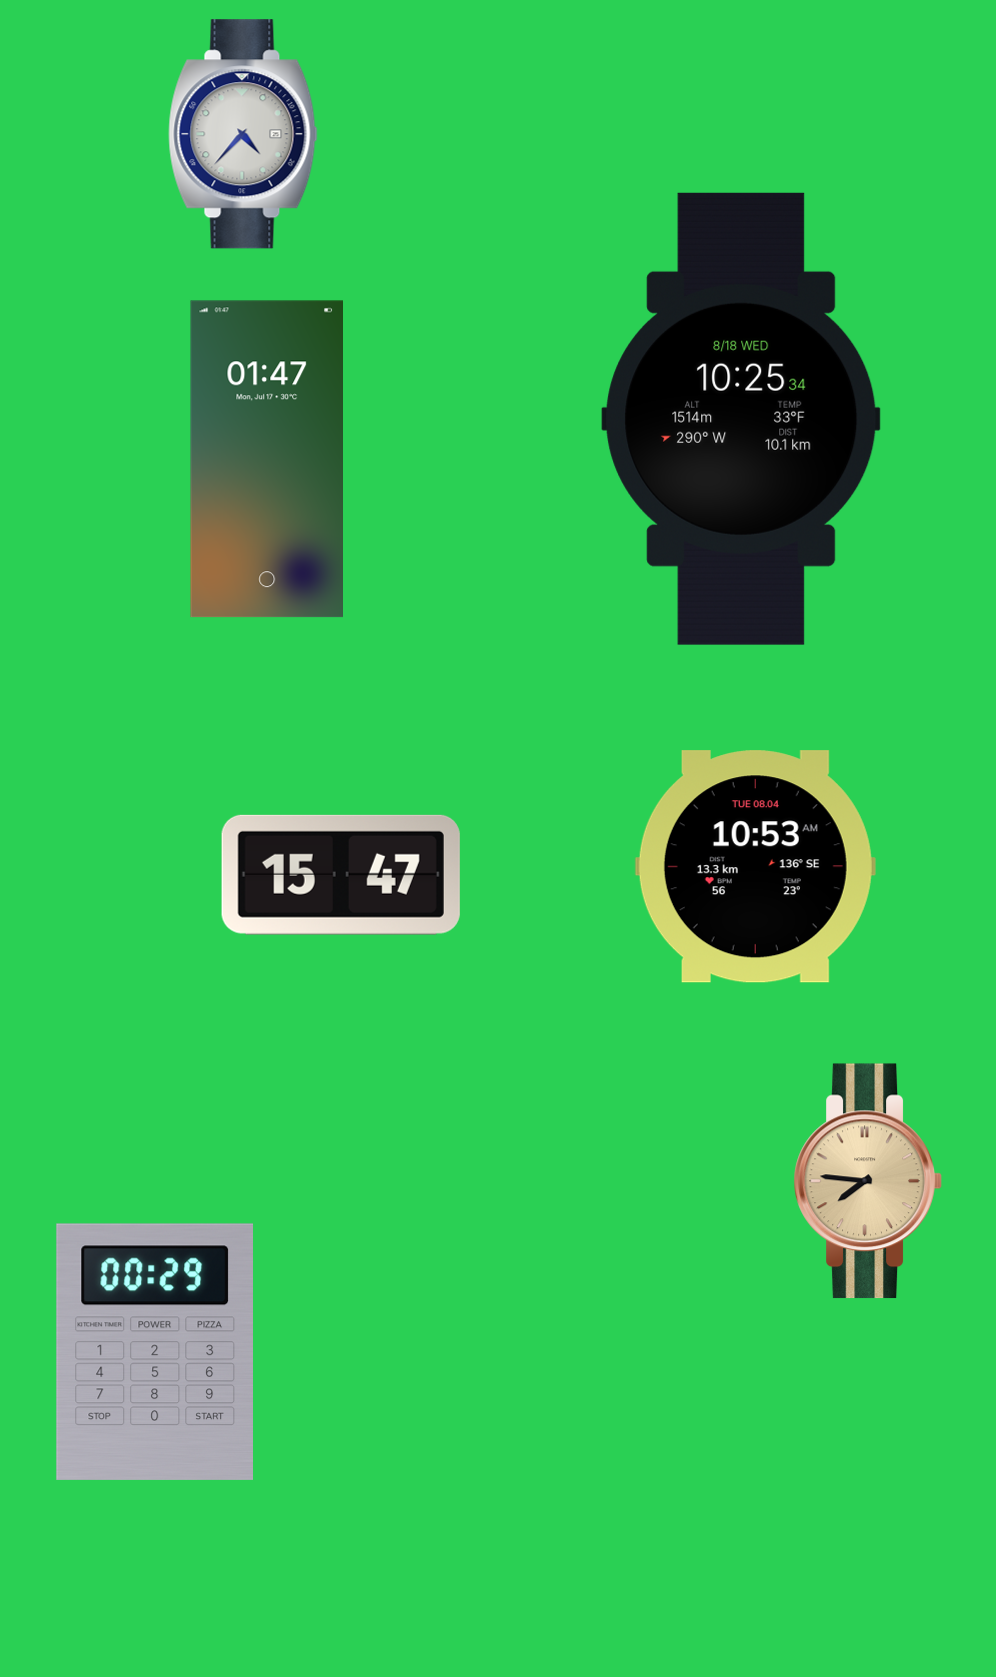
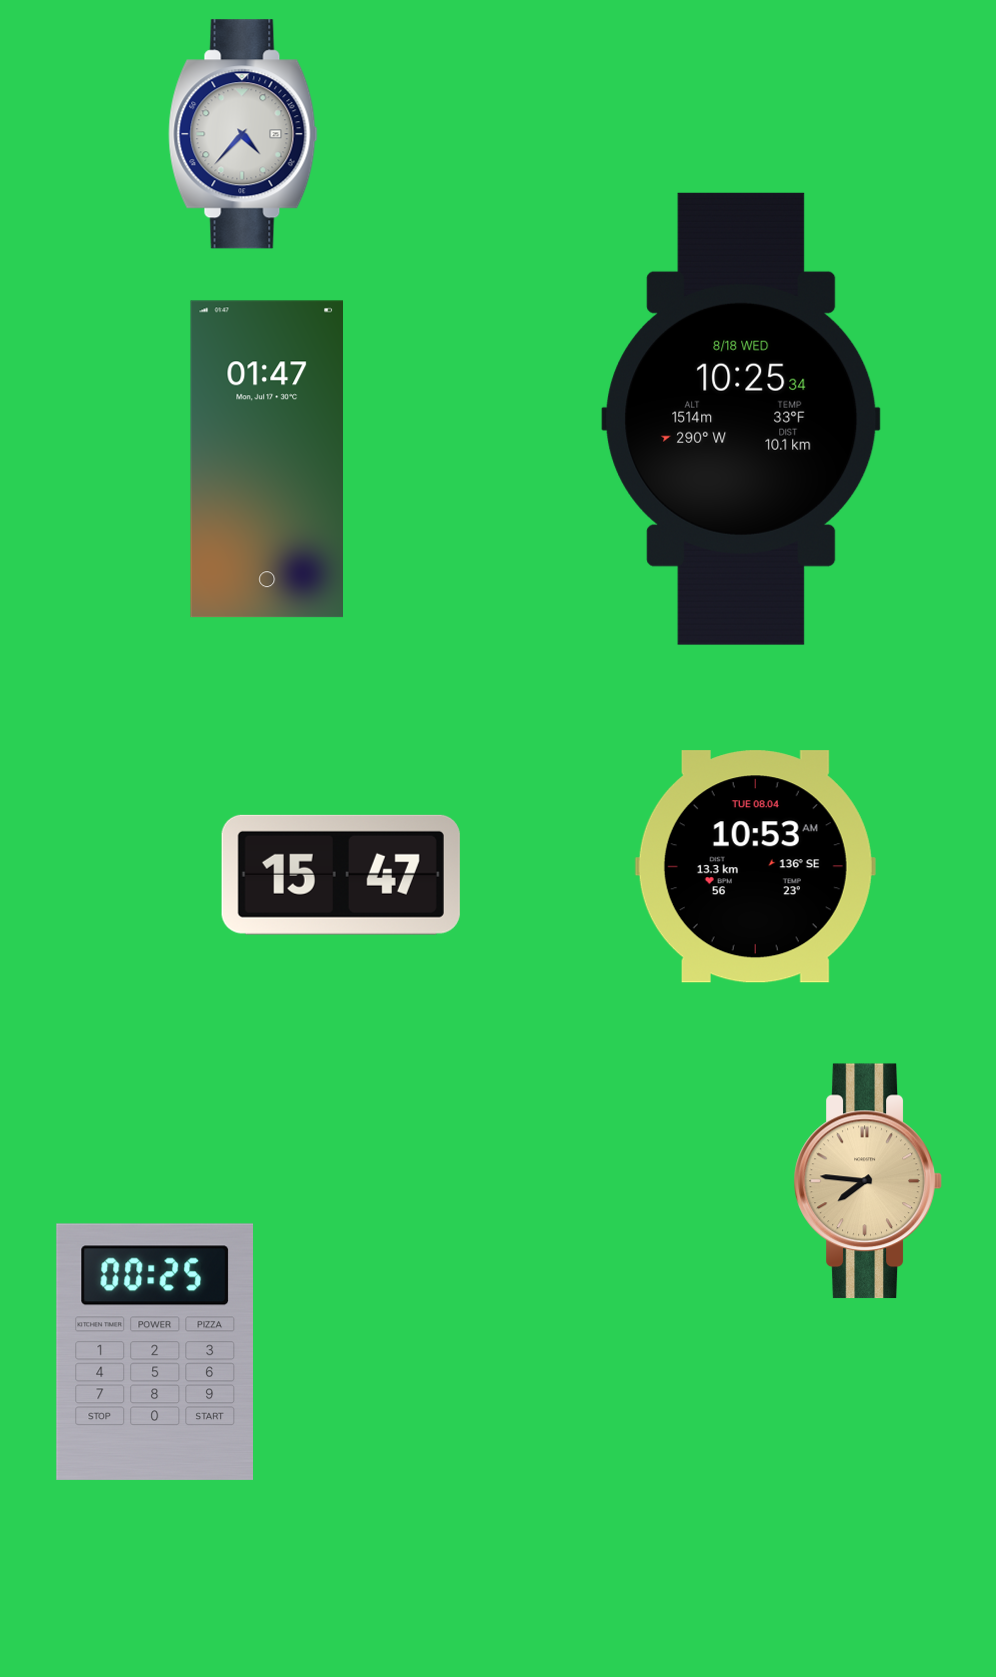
clock at (154, 1352): 00:29 -> 00:25
